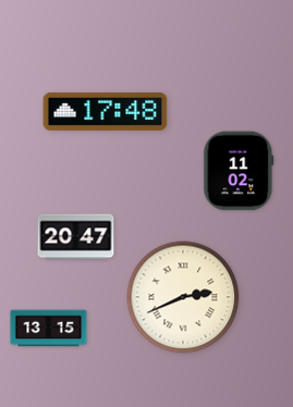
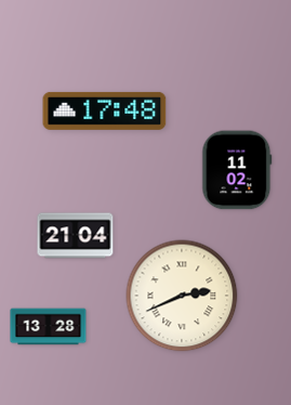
clock at (76, 237): 20:47 -> 21:04
clock at (49, 329): 13:15 -> 13:28
